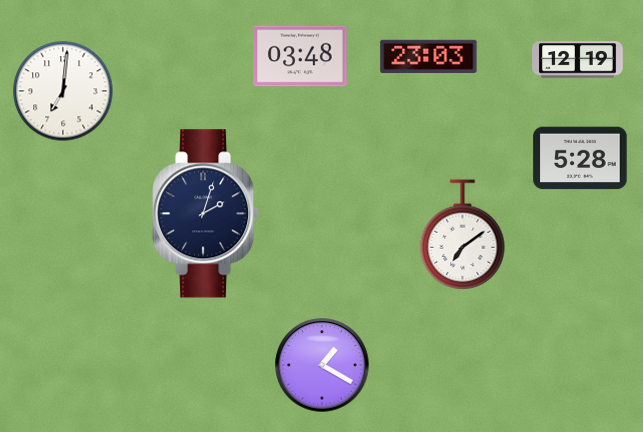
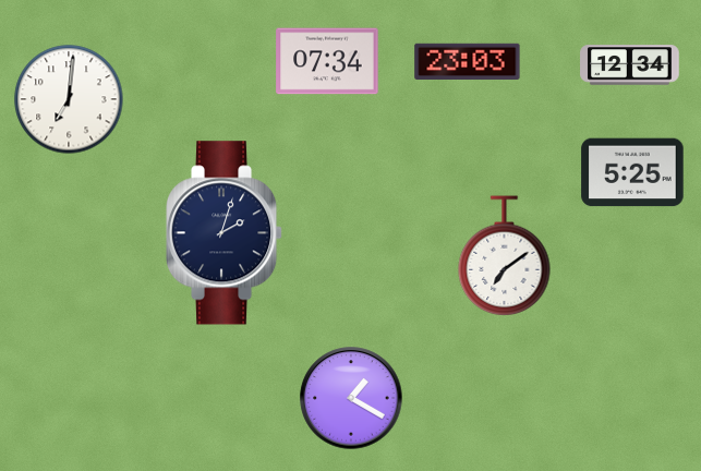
clock at (300, 56): 03:48 -> 07:34
clock at (578, 60): 12:19 -> 12:34
clock at (580, 158): 5:28 -> 5:25
